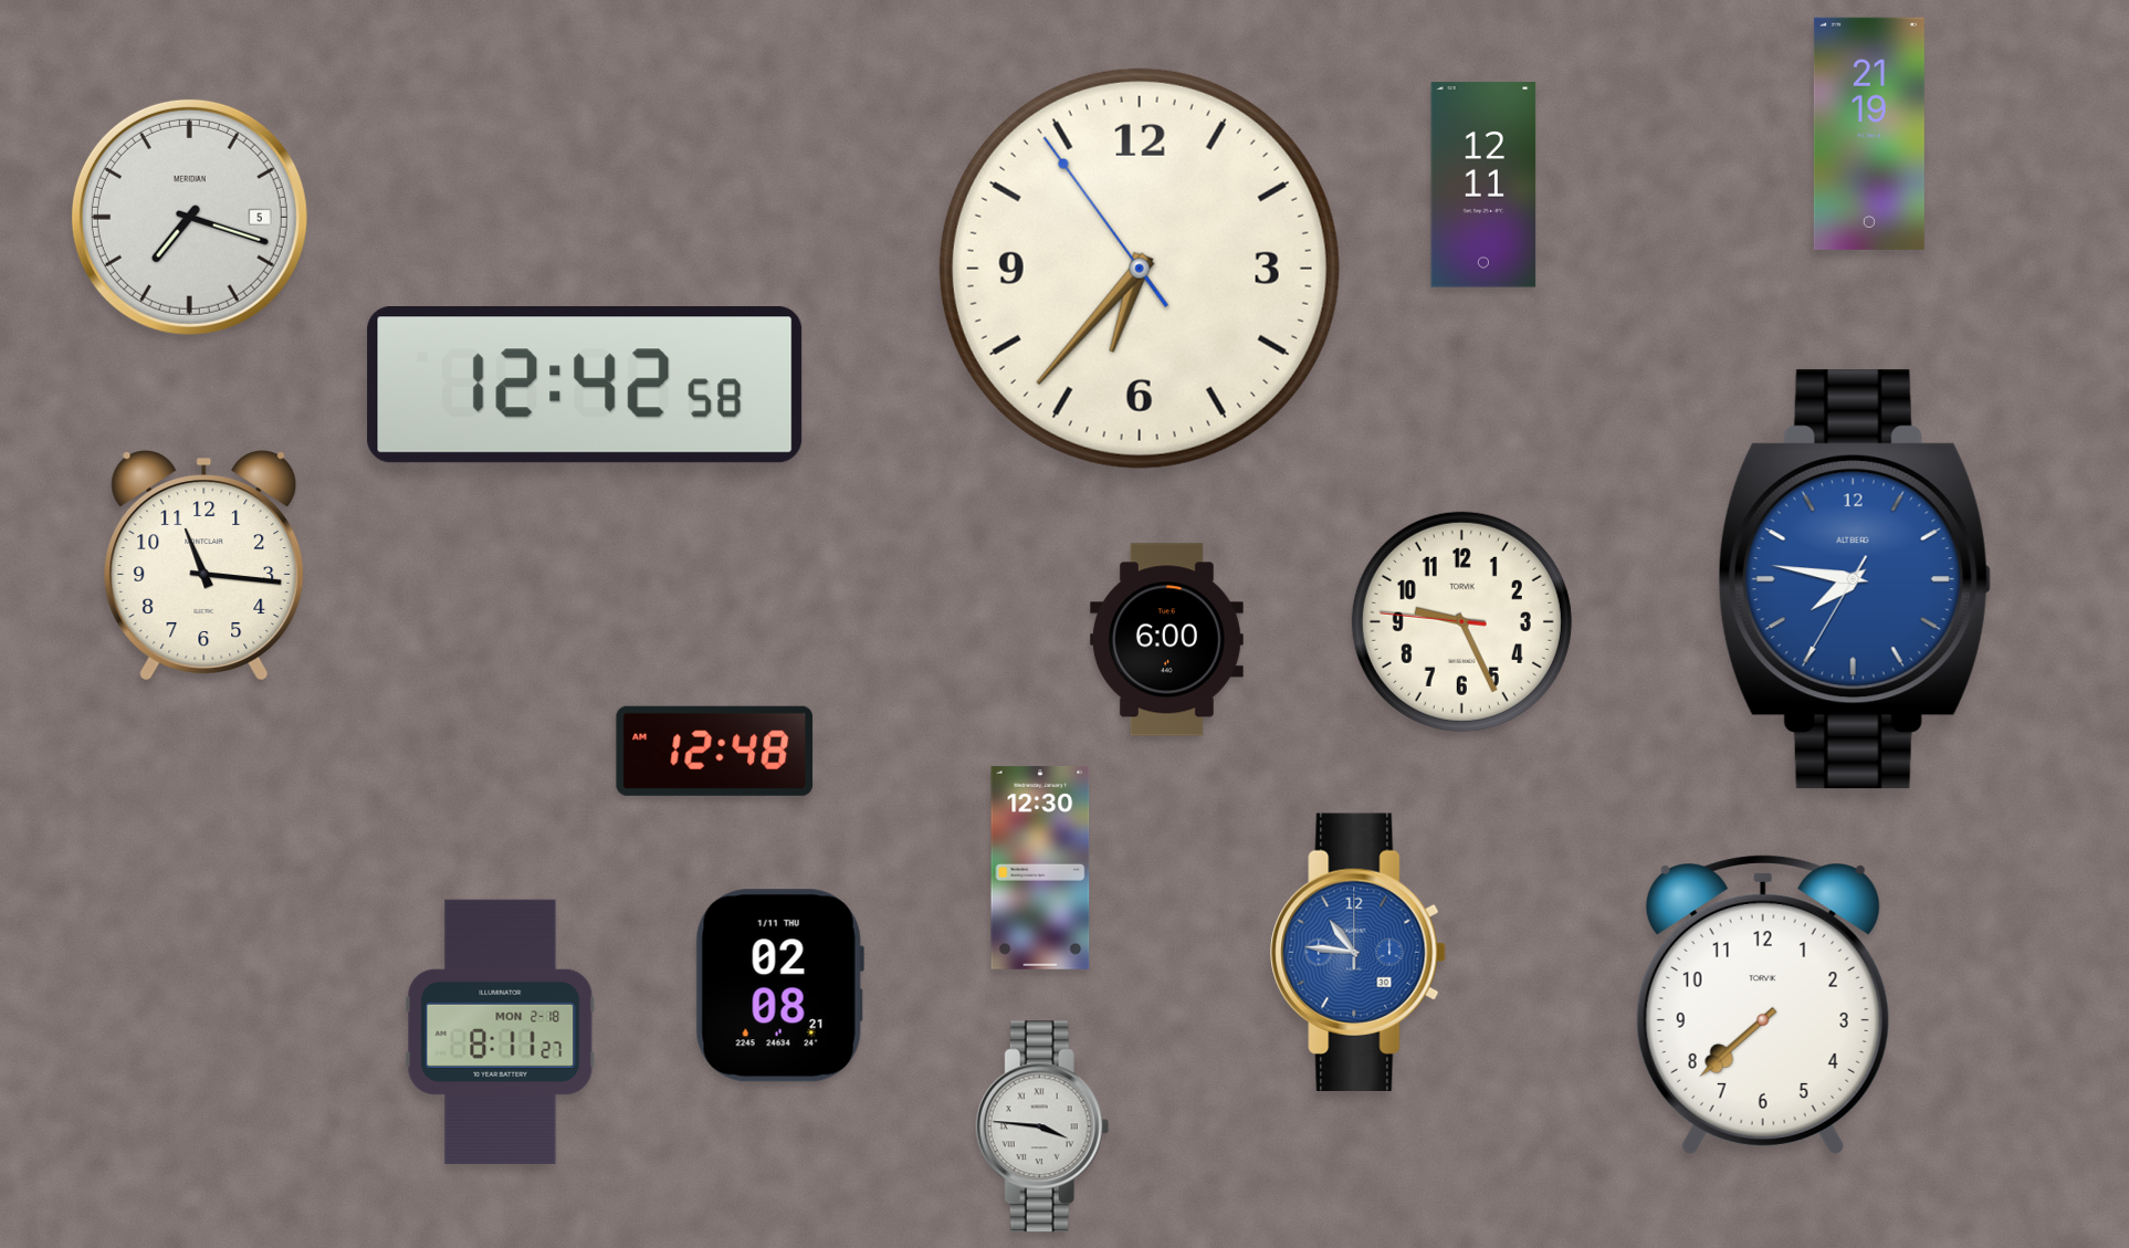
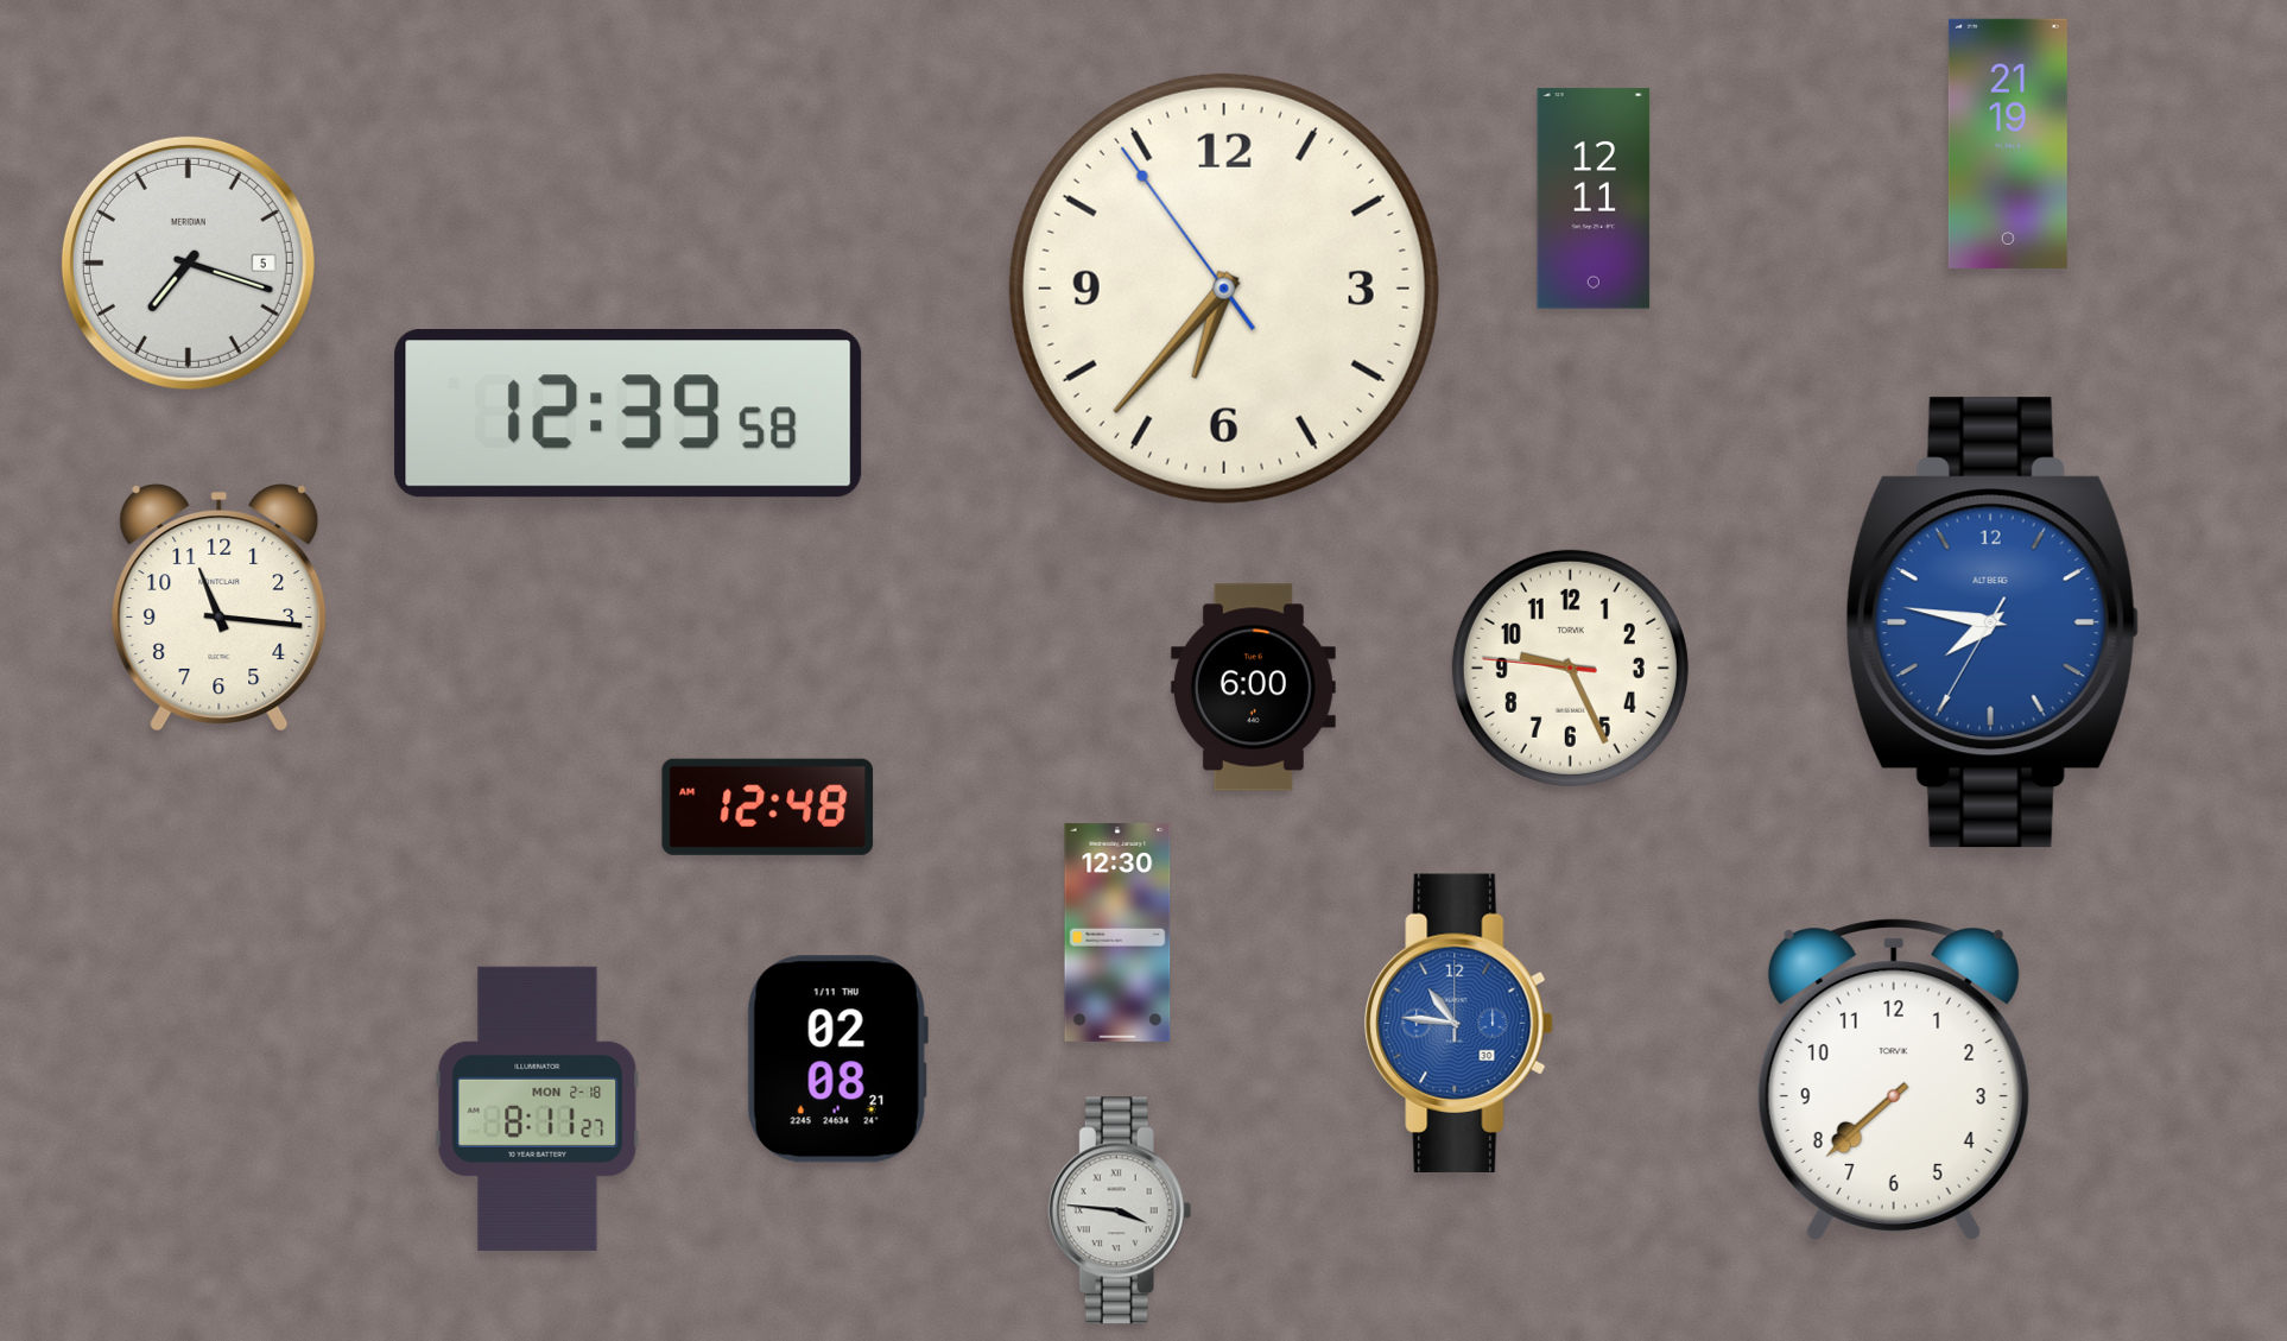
clock at (189, 217) position: (189, 217) -> (188, 262)
clock at (585, 386): 12:42 -> 12:39
